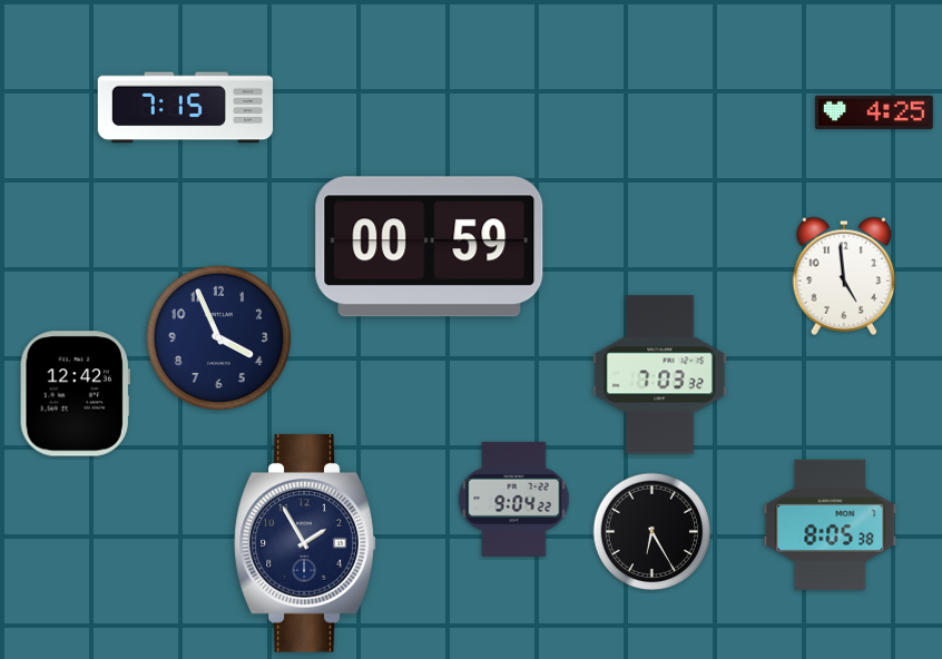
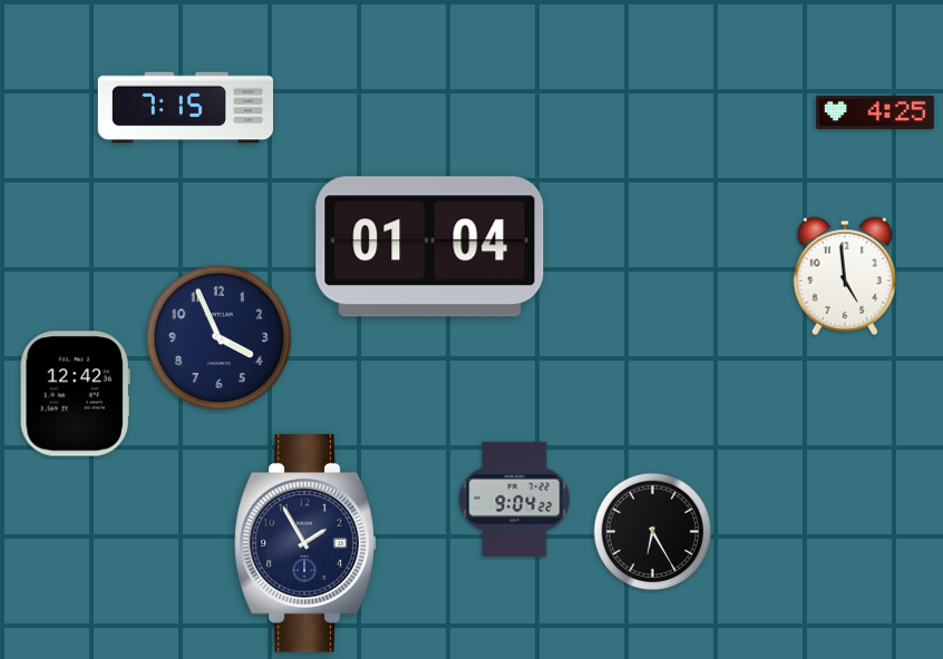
clock at (430, 247): 00:59 -> 01:04
clock at (660, 375): 7:03 -> none
clock at (831, 524): 8:05 -> none
